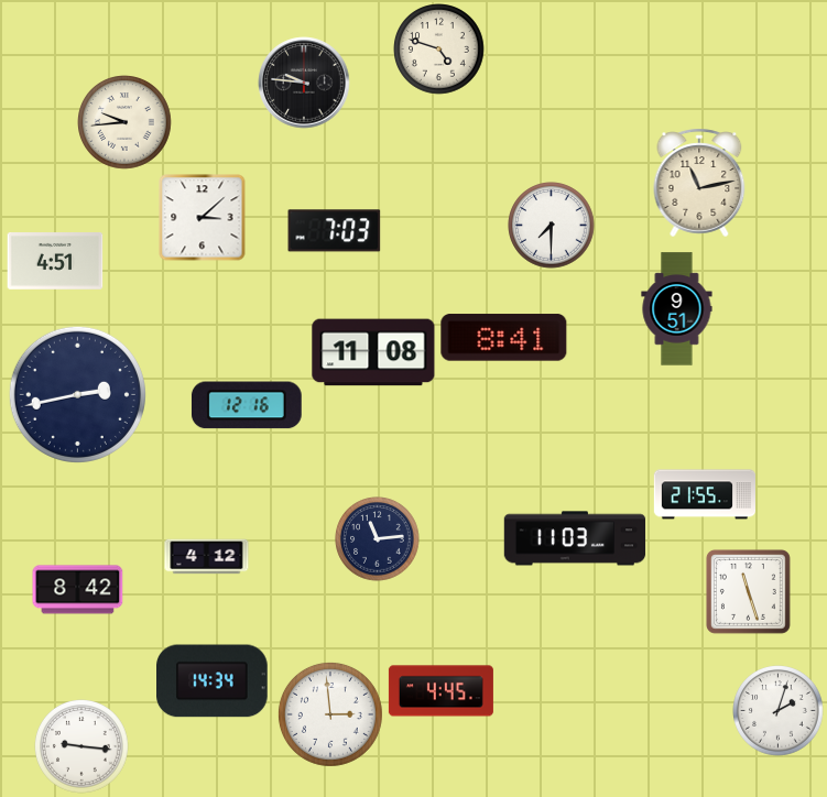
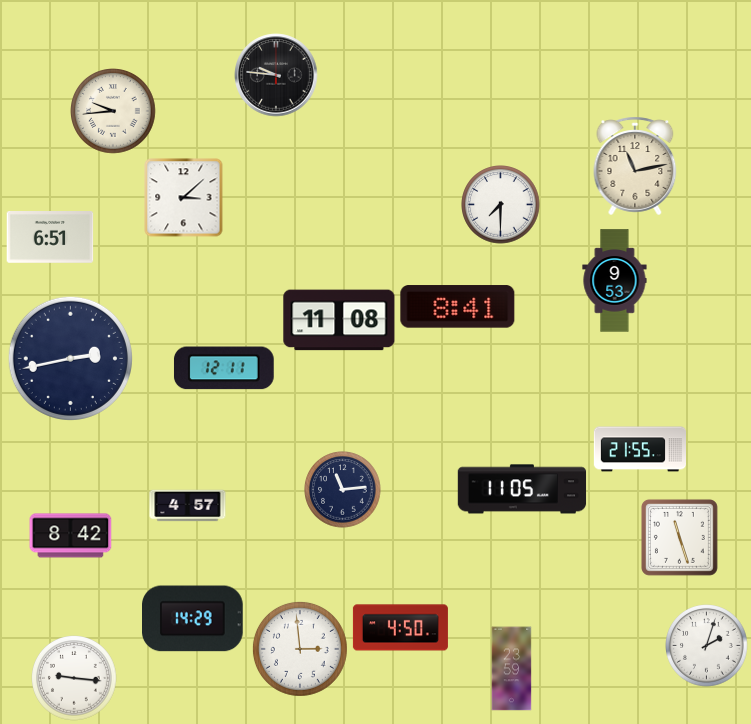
clock at (439, 50): 4:48 -> none
clock at (335, 231): 7:03 -> none
clock at (55, 262): 4:51 -> 6:51
clock at (677, 309): 9:51 -> 9:53
clock at (247, 405): 12:16 -> 12:11
clock at (575, 538): 11:03 -> 11:05
clock at (207, 557): 4:12 -> 4:57
clock at (213, 681): 14:34 -> 14:29
clock at (440, 691): 4:45 -> 4:50
clock at (512, 669): none -> 23:59
